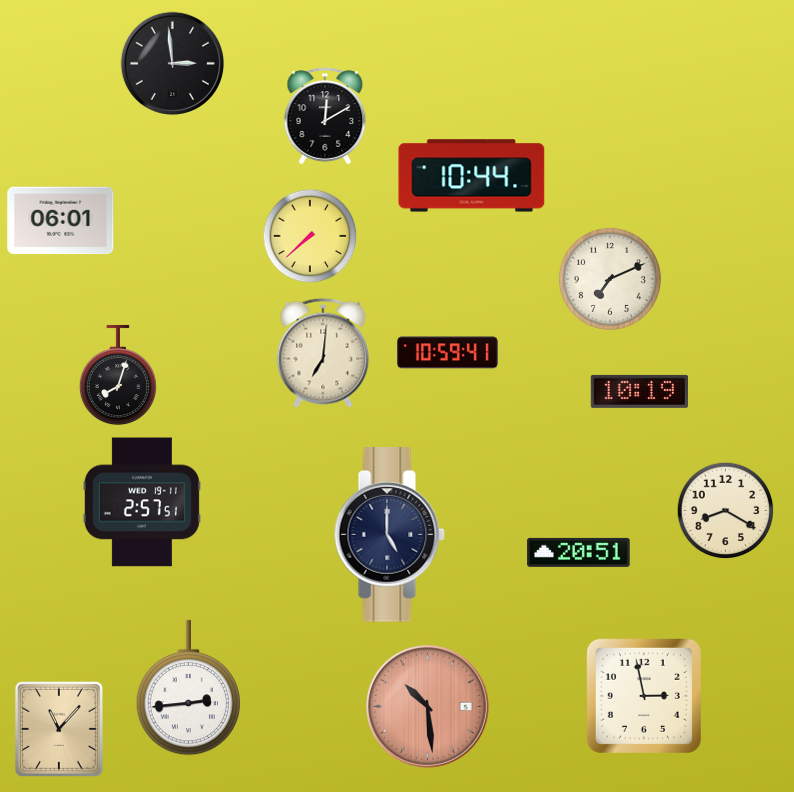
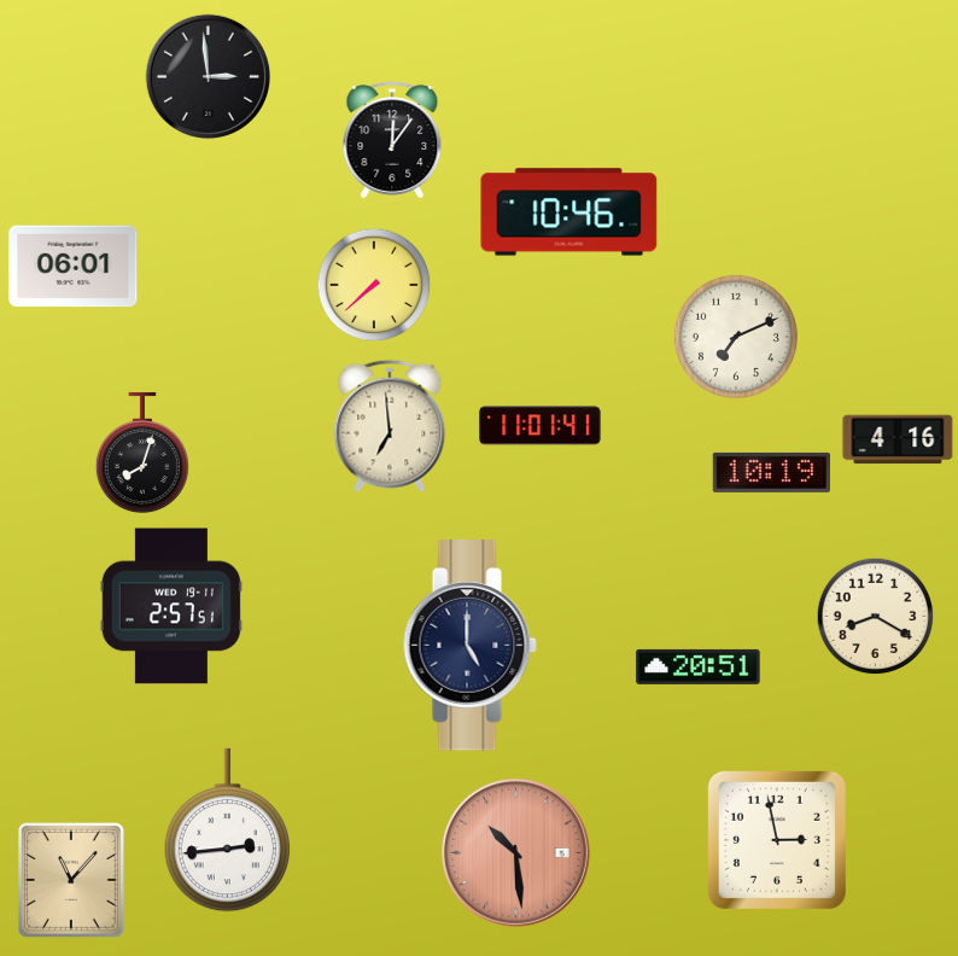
clock at (325, 116): 12:10 -> 12:06
clock at (472, 176): 10:44 -> 10:46
clock at (323, 353): 7:01 -> 6:59
clock at (448, 353): 10:59 -> 11:01
clock at (898, 439): none -> 4:16
